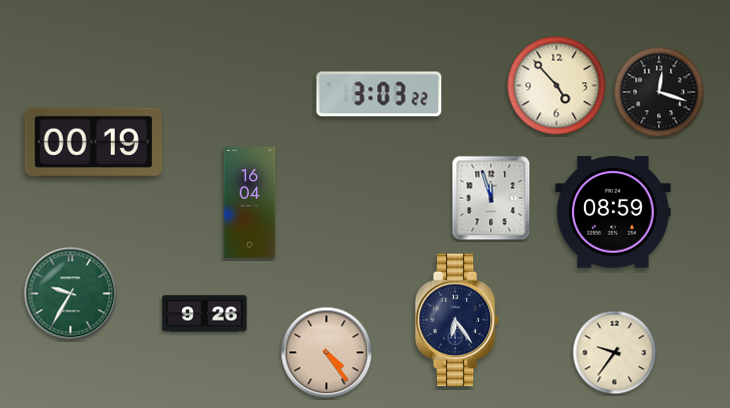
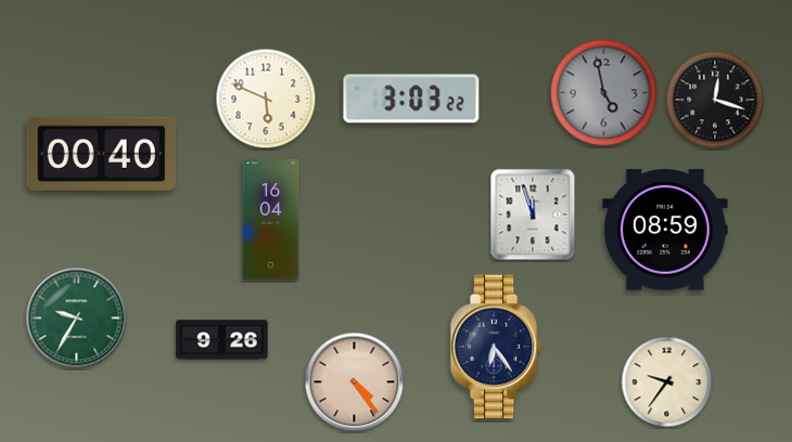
clock at (557, 86): 4:53 -> 4:58
clock at (557, 86) dial: cream -> grey
clock at (266, 99): none -> 5:49
clock at (379, 94) position: (379, 94) -> (411, 99)
clock at (93, 143): 00:19 -> 00:40
